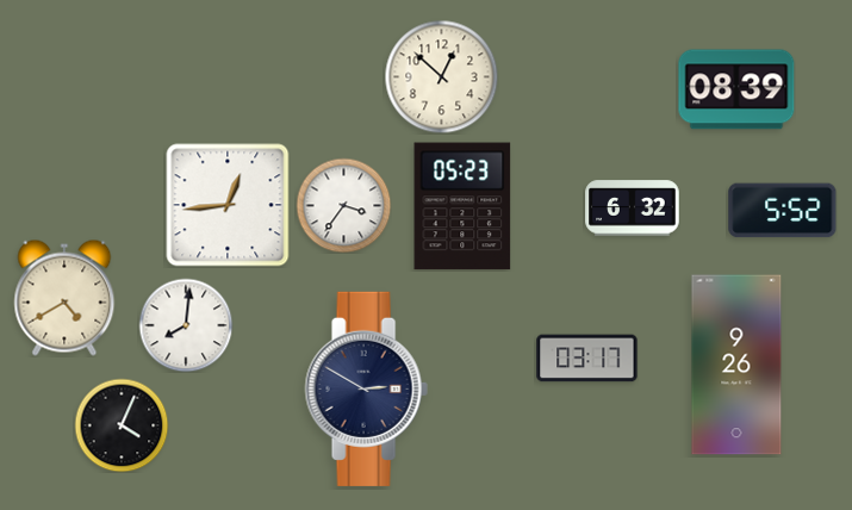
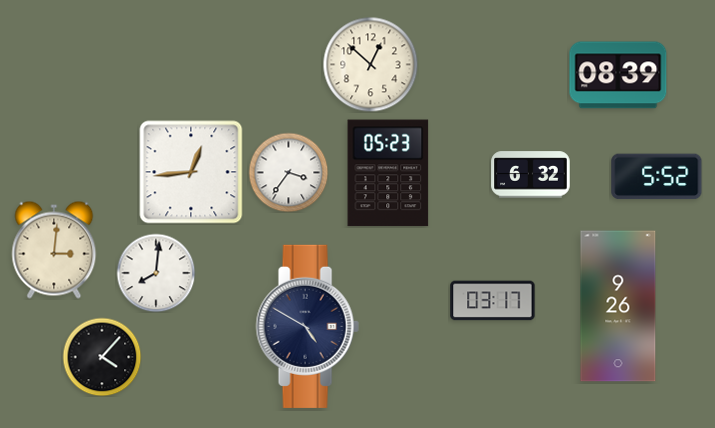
clock at (64, 298): 4:40 -> 3:01
clock at (366, 388): 2:50 -> 4:50
clock at (122, 425): 4:04 -> 4:07
